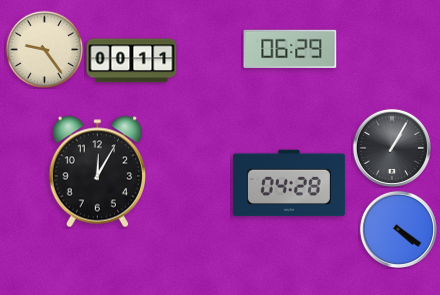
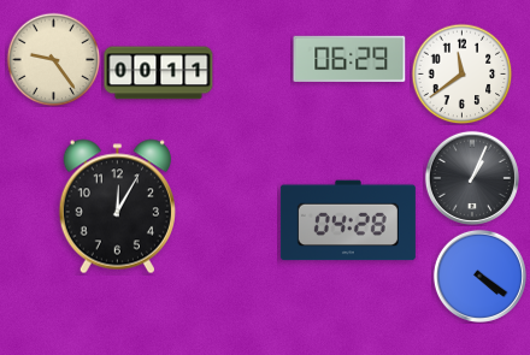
clock at (461, 73): none -> 11:39
clock at (392, 148): 1:05 -> 1:04
